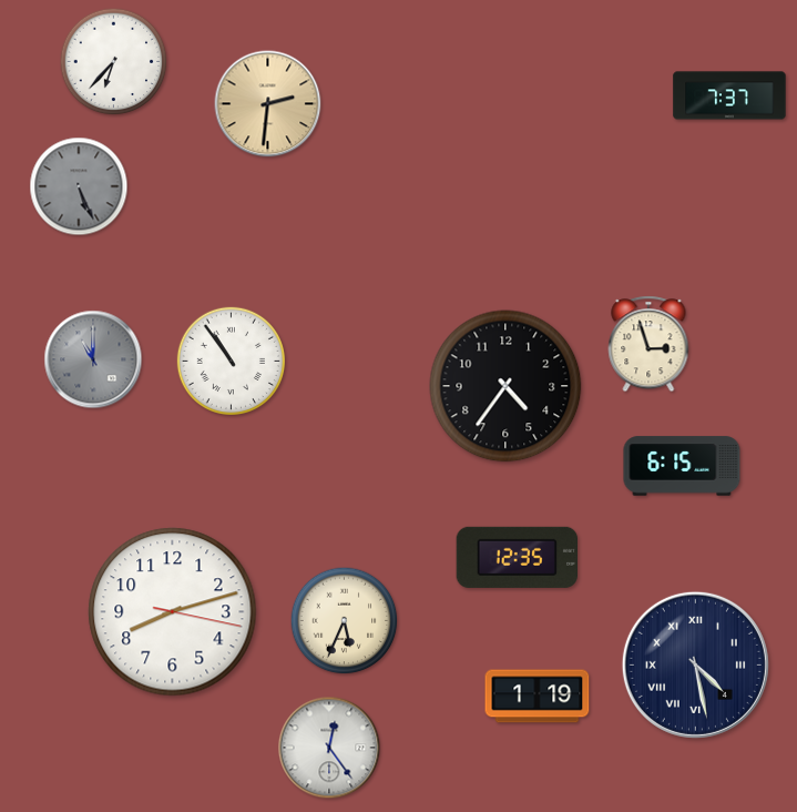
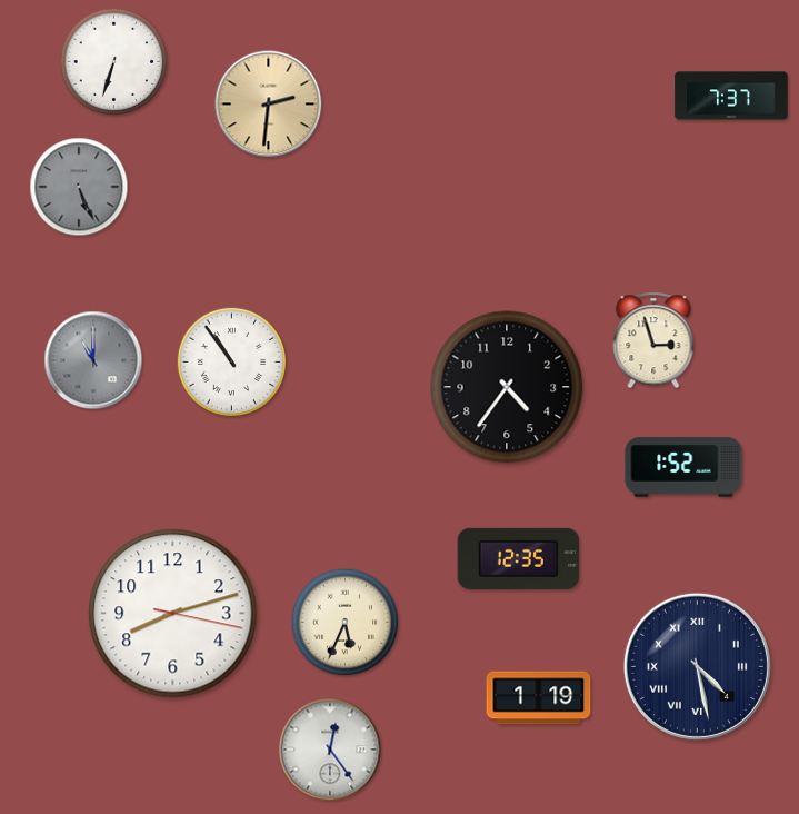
clock at (114, 62): 6:37 -> 6:33
clock at (648, 344) position: (648, 344) -> (653, 340)
clock at (682, 466): 6:15 -> 1:52
